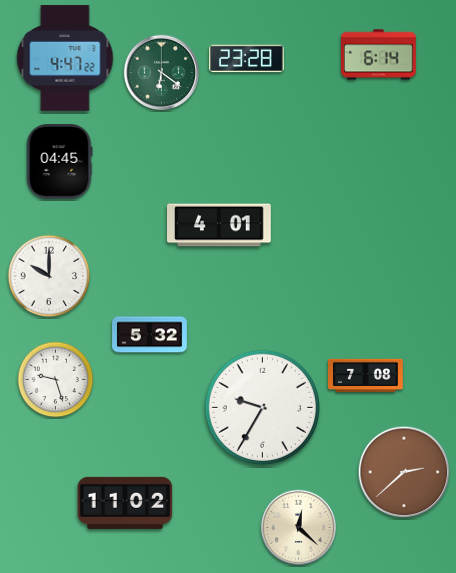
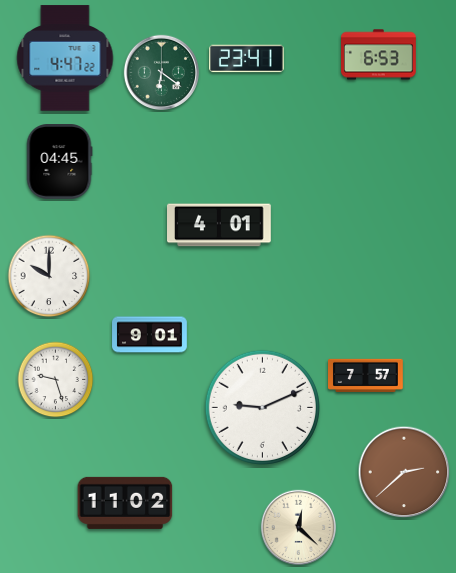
clock at (379, 55): 6:14 -> 6:53
clock at (247, 59): 23:28 -> 23:41
clock at (150, 335): 5:32 -> 9:01
clock at (366, 375): 7:08 -> 7:57
clock at (262, 407): 9:35 -> 9:11
